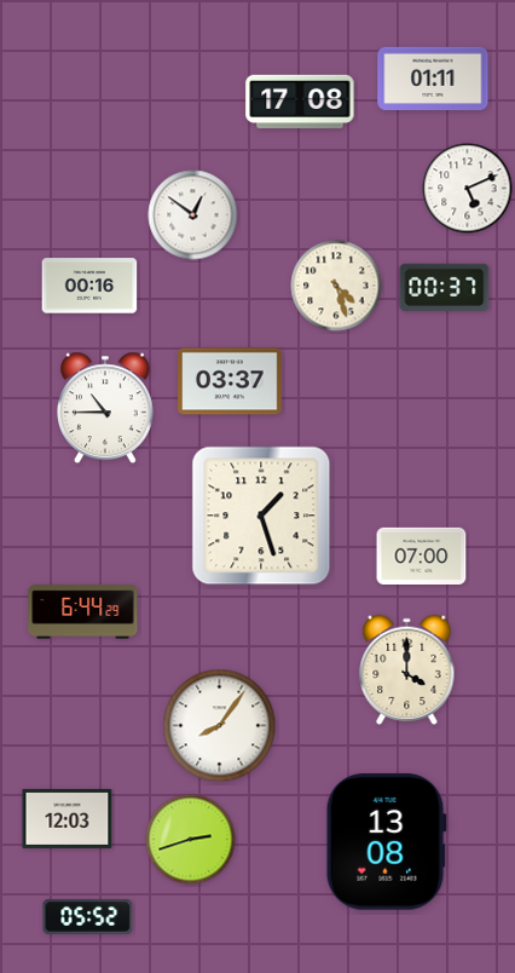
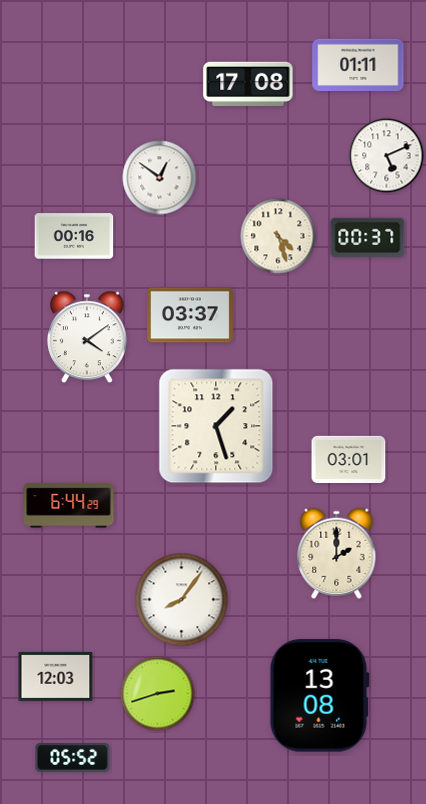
clock at (105, 408): 10:45 -> 4:09
clock at (422, 555): 07:00 -> 03:01
clock at (407, 669): 4:00 -> 2:00
